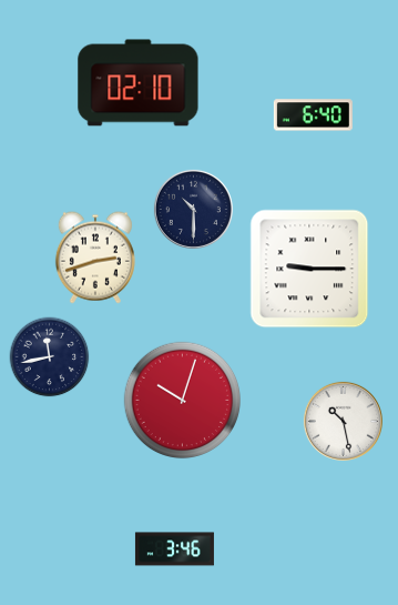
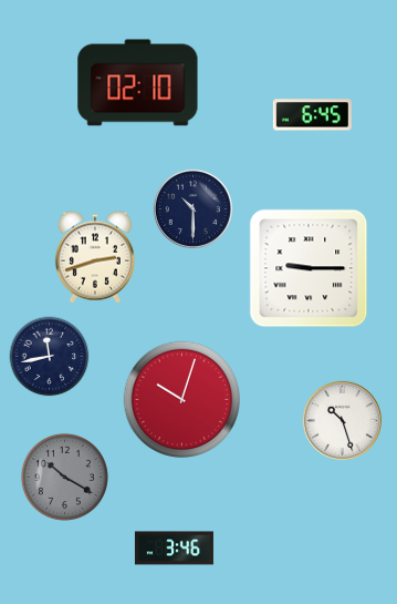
clock at (313, 115): 6:40 -> 6:45
clock at (343, 421): 10:28 -> 10:27
clock at (64, 477): none -> 10:20
